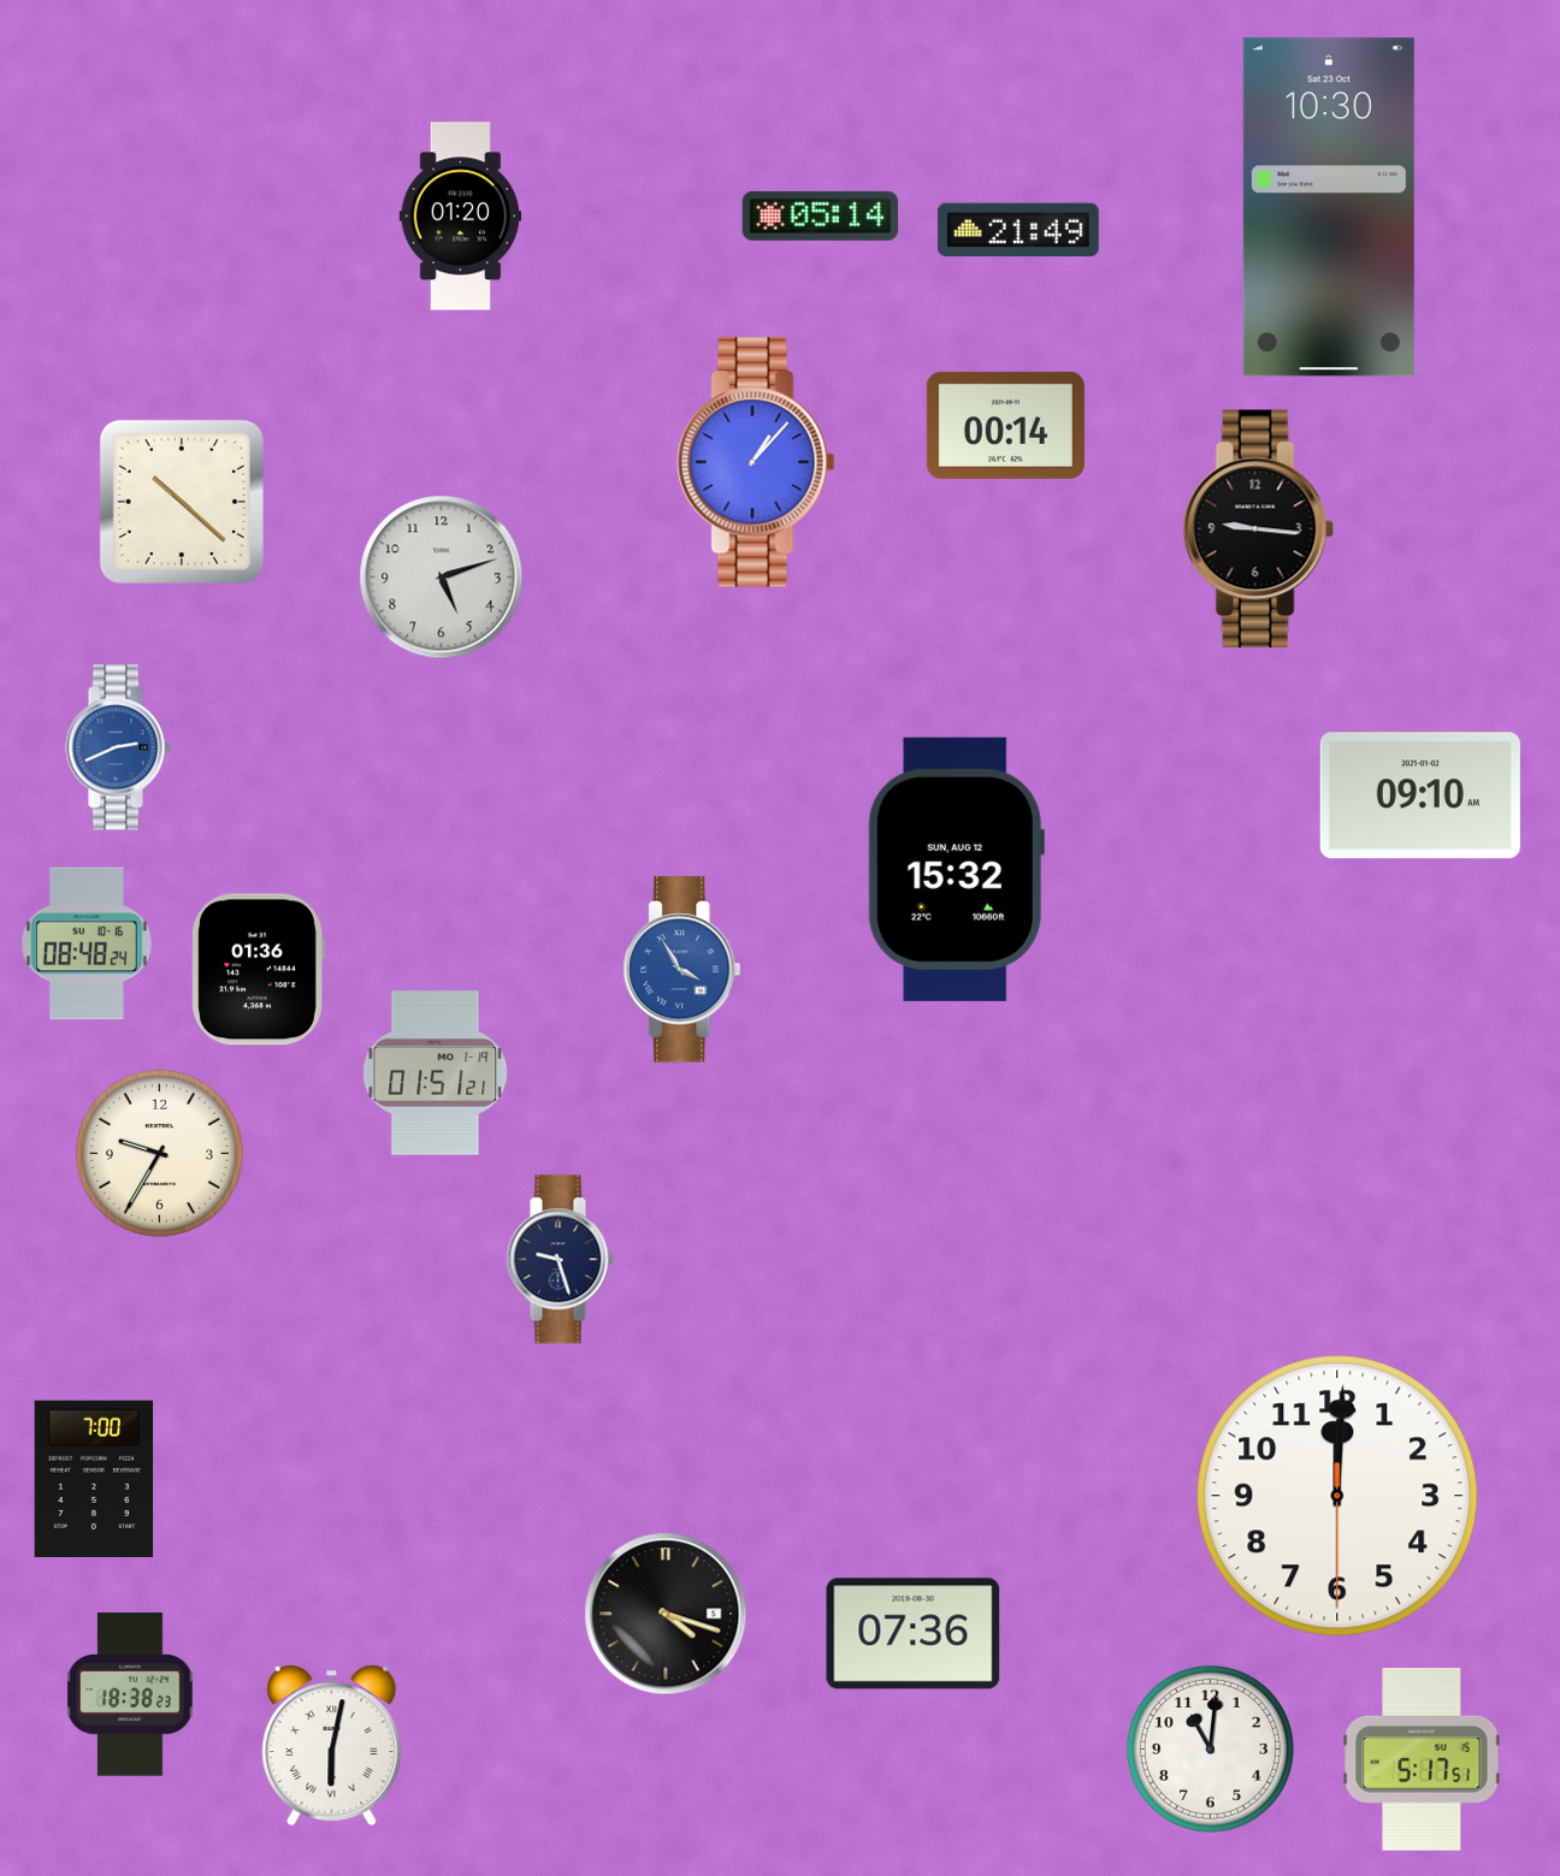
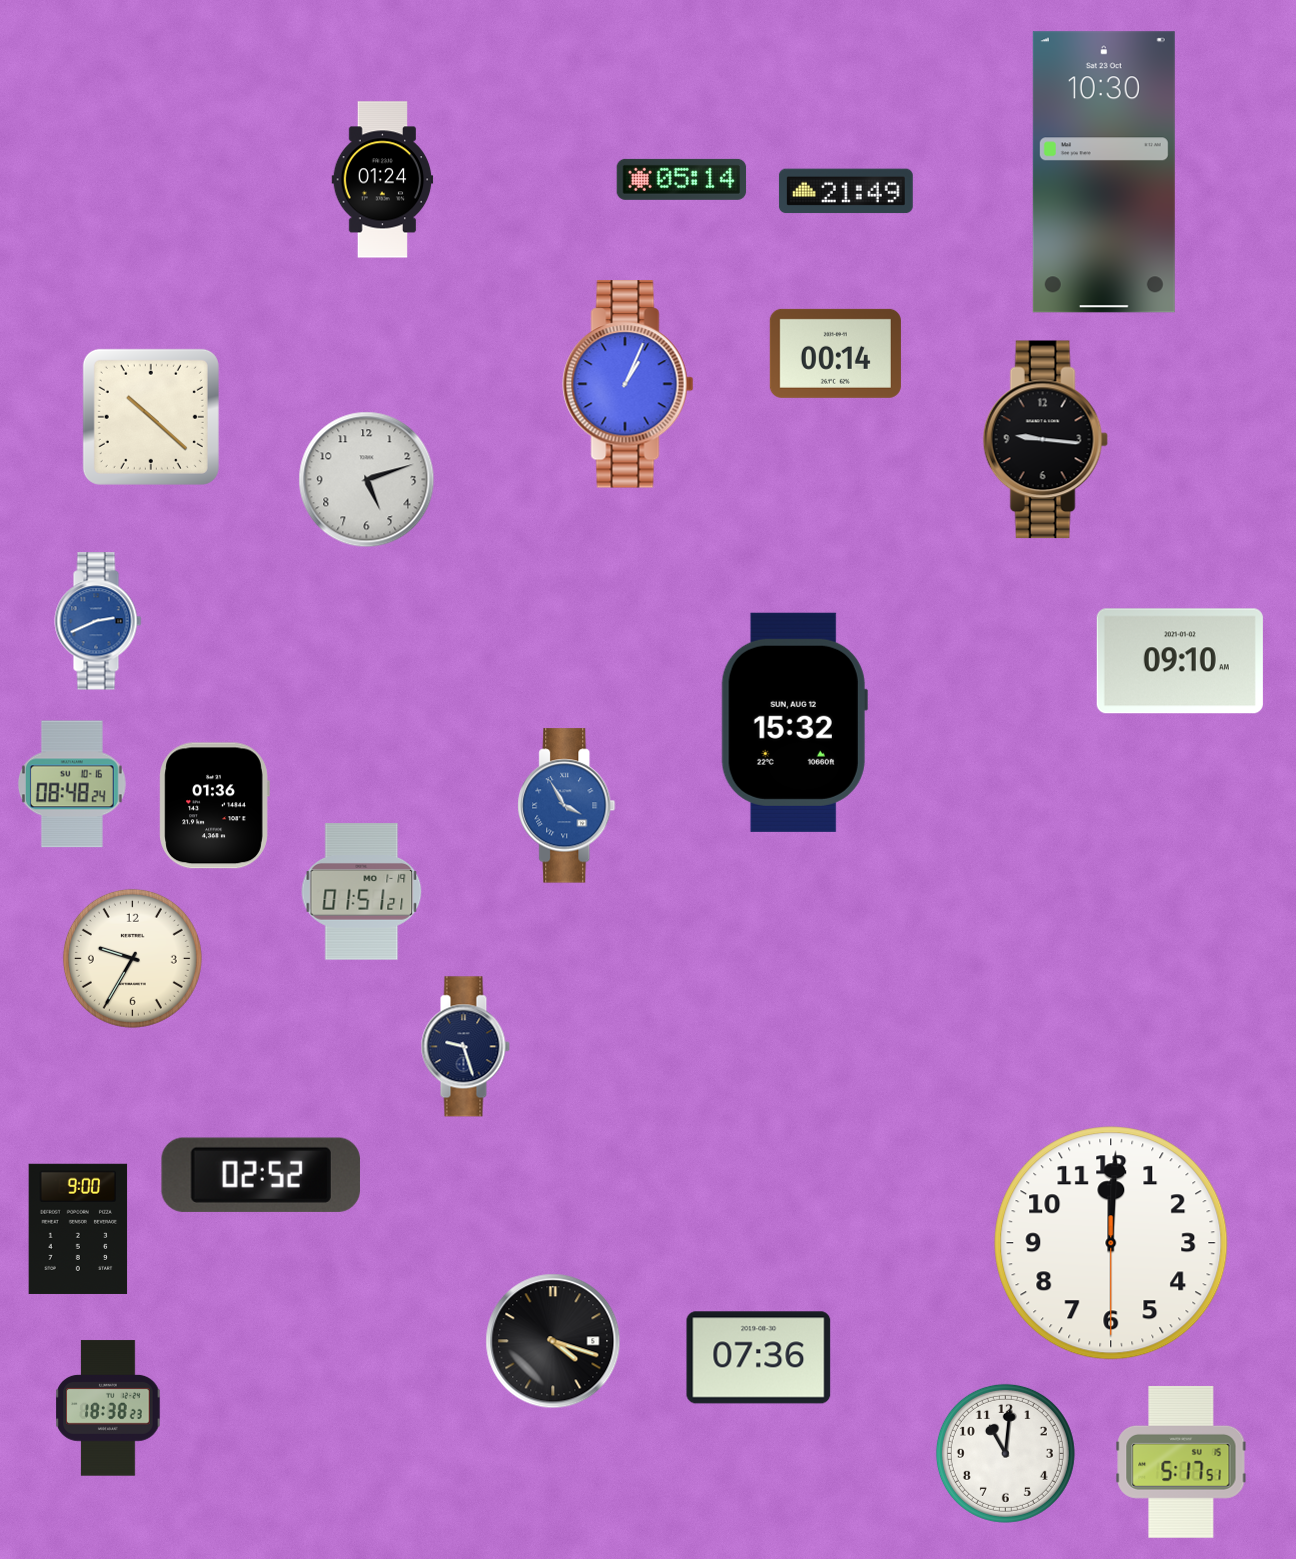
clock at (461, 217): 01:20 -> 01:24
clock at (756, 462): 1:07 -> 1:04
clock at (261, 1175): none -> 02:52
clock at (94, 1479): 7:00 -> 9:00
clock at (332, 1746): 6:02 -> none
